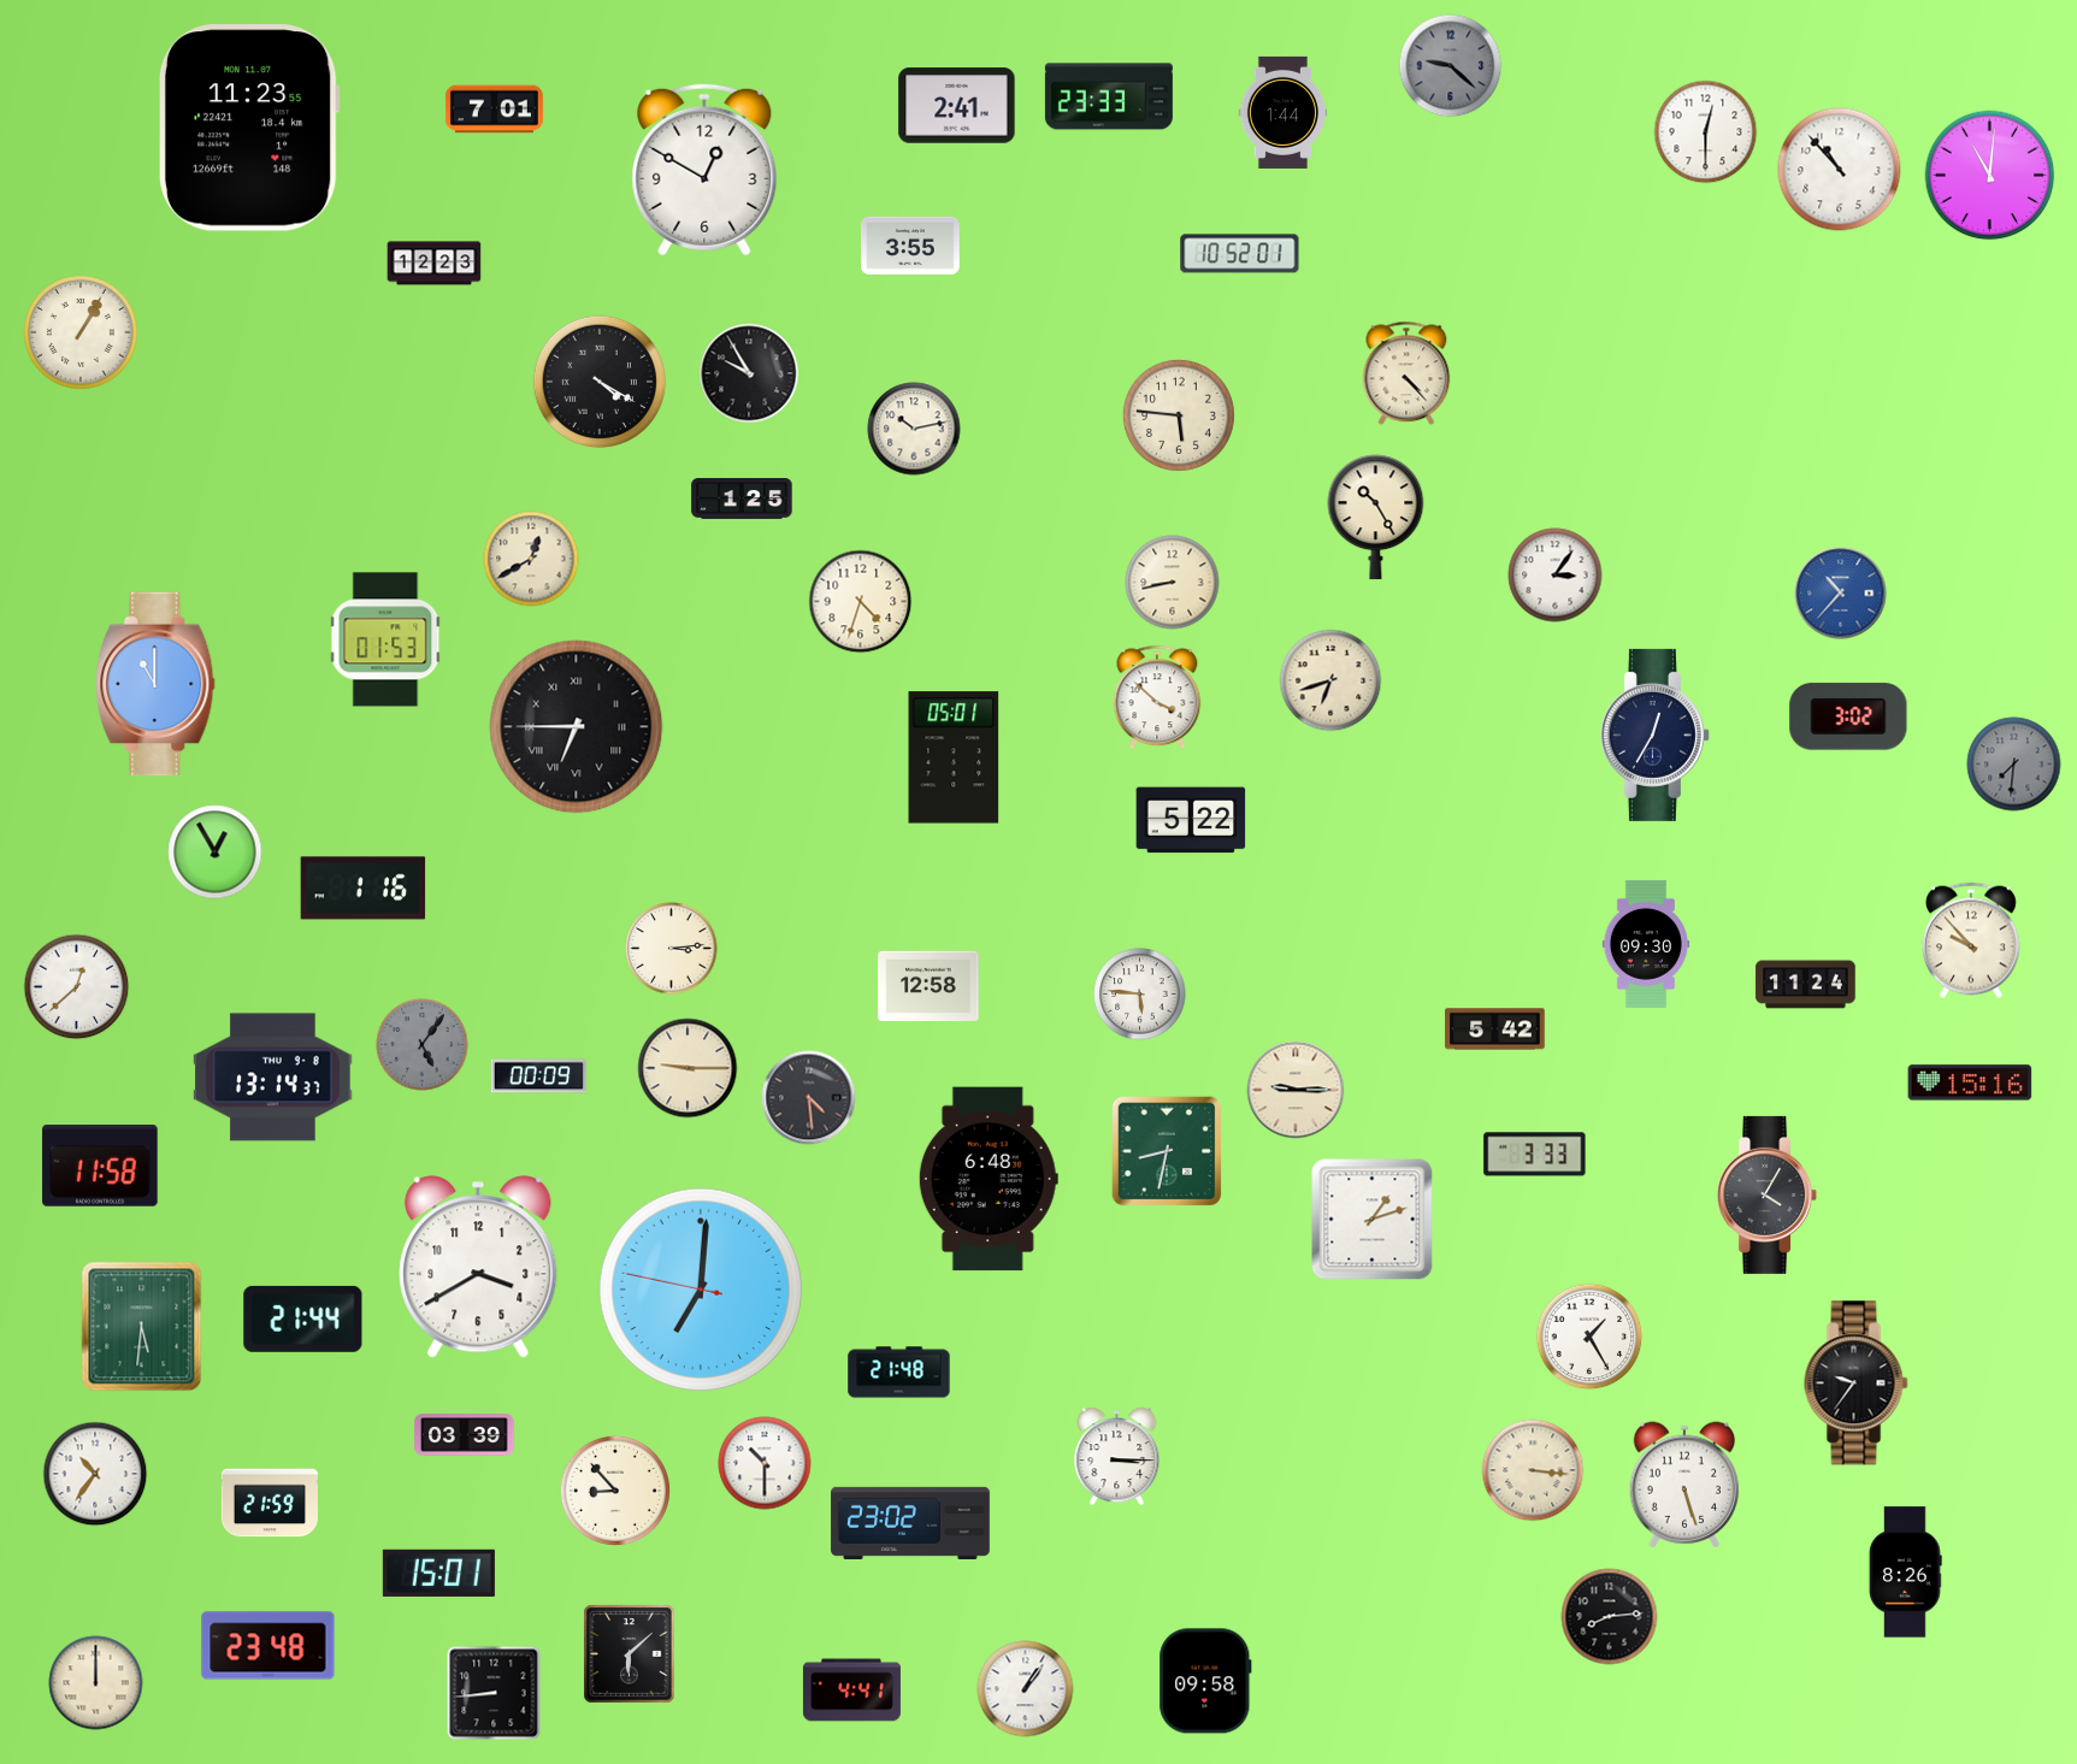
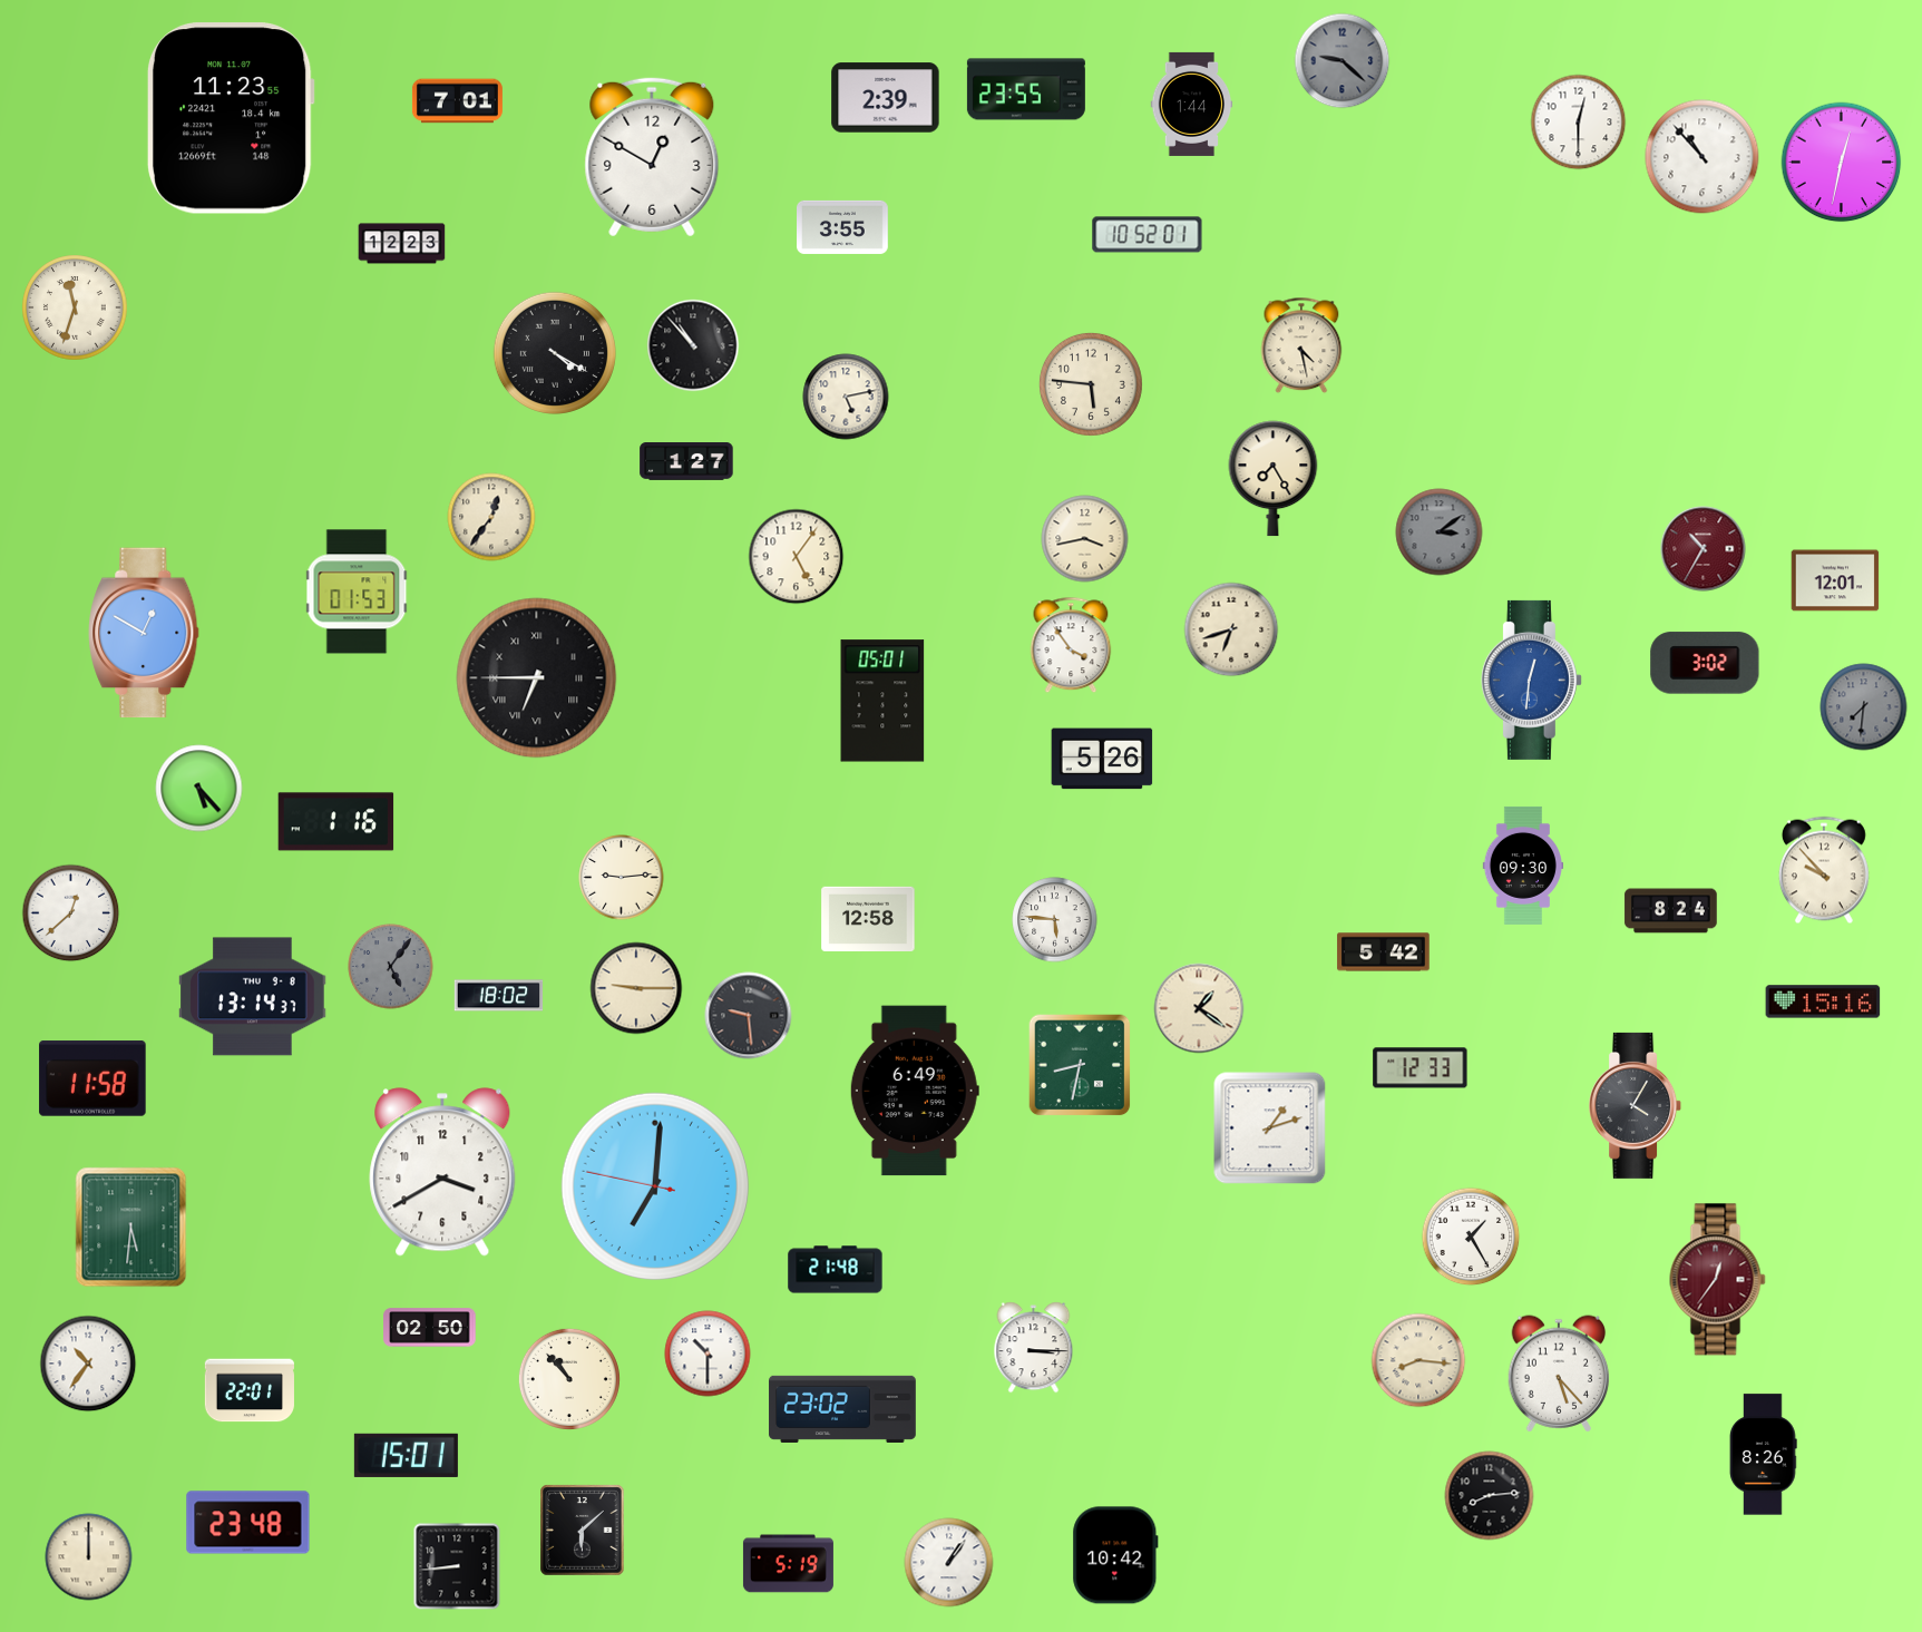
clock at (1109, 96): 23:33 -> 23:55
clock at (957, 106): 2:41 -> 2:39
clock at (1284, 112) position: (1284, 112) -> (1192, 104)
clock at (1990, 176): 11:01 -> 12:32
clock at (81, 332): 1:05 -> 11:33
clock at (749, 373): 9:55 -> 10:53
clock at (1406, 373): 4:23 -> 4:28
clock at (914, 429): 10:13 -> 5:13
clock at (742, 500): 1:25 -> 1:27
clock at (1376, 518): 10:25 -> 7:25
clock at (531, 559): 12:40 -> 12:36
clock at (1556, 576): 3:06 -> 3:09
clock at (1556, 576) dial: white -> grey
clock at (1173, 583): 8:43 -> 3:43
clock at (1841, 594): 10:37 -> 10:35
clock at (1841, 594) dial: blue -> burgundy
clock at (861, 602): 4:33 -> 5:06
clock at (1835, 580): none -> 12:01
clock at (155, 684): 11:00 -> 12:50
clock at (1157, 697): 3:52 -> 3:54
clock at (1848, 716) position: (1848, 716) -> (1705, 663)
clock at (577, 727) position: (577, 727) -> (537, 678)
clock at (1654, 734): 12:35 -> 12:31
clock at (1654, 734) dial: navy -> blue
clock at (1191, 820): 5:22 -> 5:26
clock at (216, 852): 12:55 -> 5:23
clock at (1645, 944) position: (1645, 944) -> (1522, 866)
clock at (672, 949): 3:14 -> 9:14
clock at (928, 985) position: (928, 985) -> (868, 918)
clock at (1806, 985): 11:24 -> 8:24
clock at (539, 1076): 00:09 -> 18:02
clock at (1296, 1090): 9:15 -> 1:21
clock at (809, 1098): 4:29 -> 9:29
clock at (1535, 1155): 3:33 -> 12:33
clock at (989, 1179): 6:48 -> 6:49
clock at (701, 1290) position: (701, 1290) -> (655, 1186)
clock at (303, 1318): 21:44 -> none
clock at (899, 1373) position: (899, 1373) -> (836, 1270)
clock at (1857, 1384): 9:36 -> 12:36
clock at (1857, 1384) dial: black -> burgundy
clock at (465, 1435): 03:39 -> 02:50
clock at (1533, 1470): 3:16 -> 8:16
clock at (1684, 1485): 5:27 -> 5:23
clock at (615, 1491): 8:53 -> 10:53
clock at (270, 1503): 21:59 -> 22:01
clock at (1205, 1681): 09:58 -> 10:42
clock at (851, 1691): 4:41 -> 5:19
